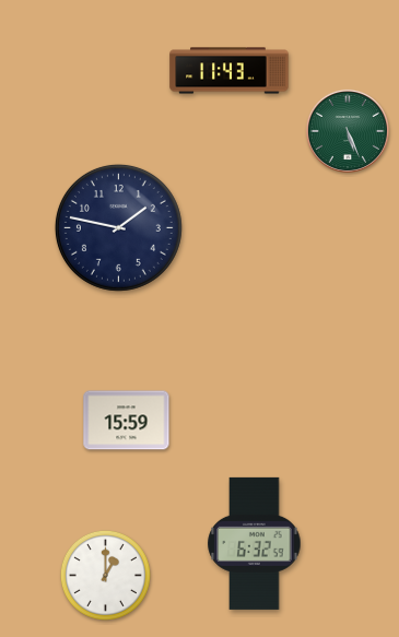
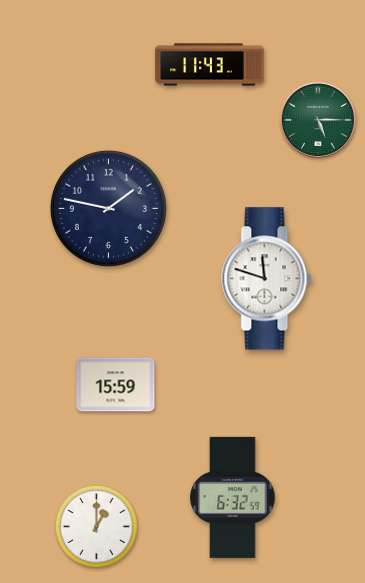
clock at (348, 131): 5:26 -> 5:15
clock at (267, 279): none -> 11:48
